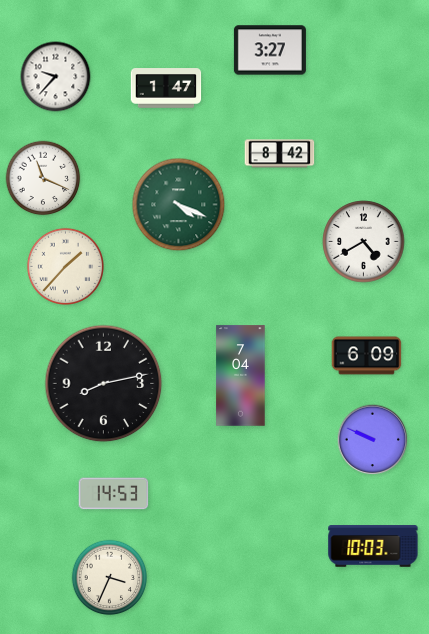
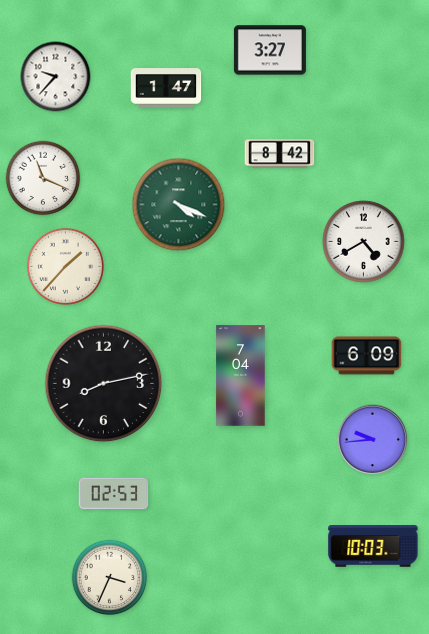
clock at (373, 440): 9:49 -> 9:44
clock at (114, 494): 14:53 -> 02:53
